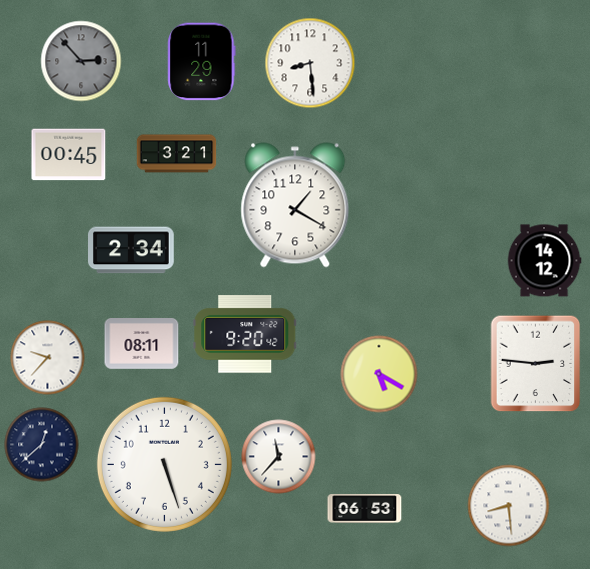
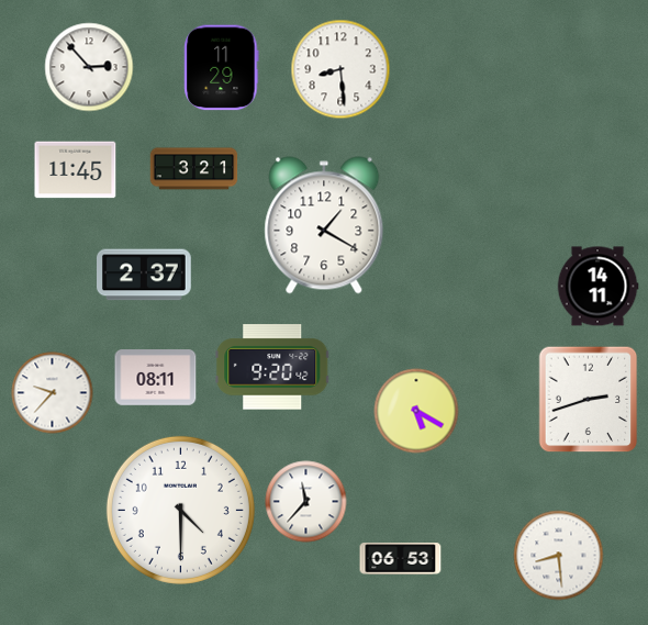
clock at (81, 61) dial: grey -> white
clock at (69, 155): 00:45 -> 11:45
clock at (132, 250): 2:34 -> 2:37
clock at (544, 261): 14:12 -> 14:11
clock at (245, 334) position: (245, 334) -> (272, 367)
clock at (536, 364): 2:46 -> 2:42
clock at (42, 445): 12:38 -> none
clock at (164, 464): 5:27 -> 4:30
